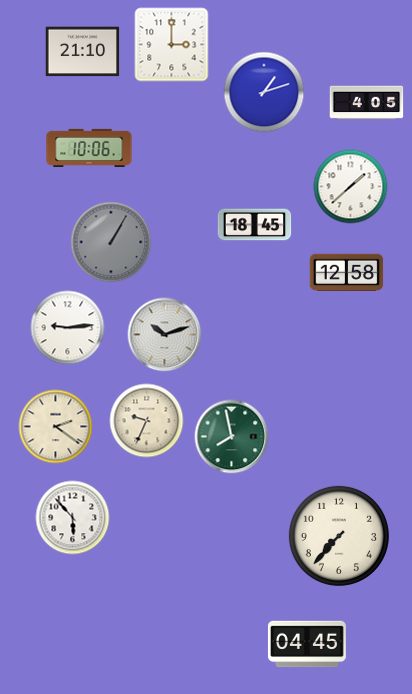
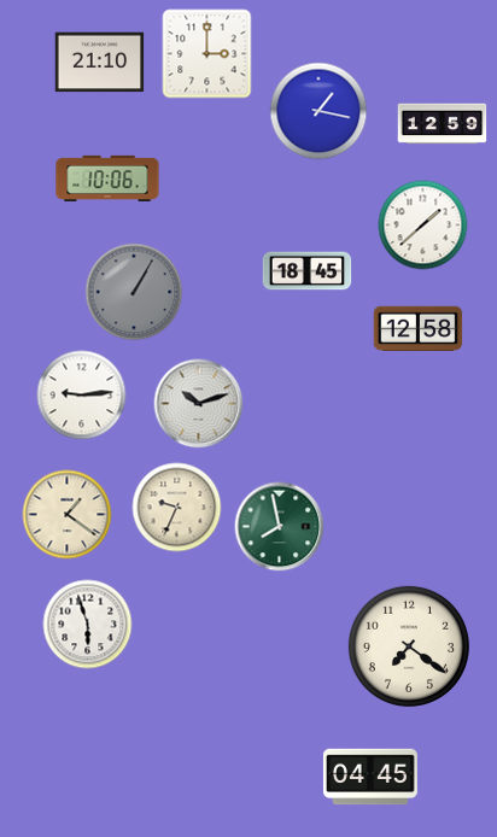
clock at (264, 92): 1:12 -> 1:17
clock at (367, 103): 4:05 -> 12:59
clock at (56, 427): 2:21 -> 1:21
clock at (73, 518): 5:53 -> 5:57
clock at (339, 536): 7:37 -> 7:21
